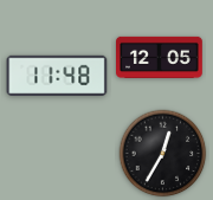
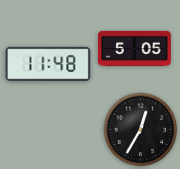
clock at (160, 57): 12:05 -> 5:05
clock at (163, 154) position: (163, 154) -> (141, 130)
